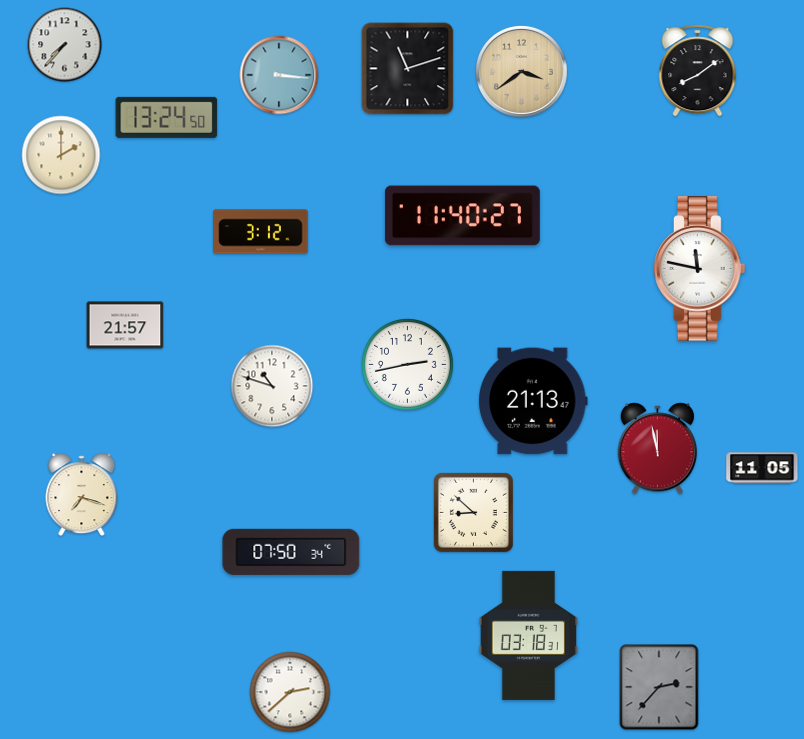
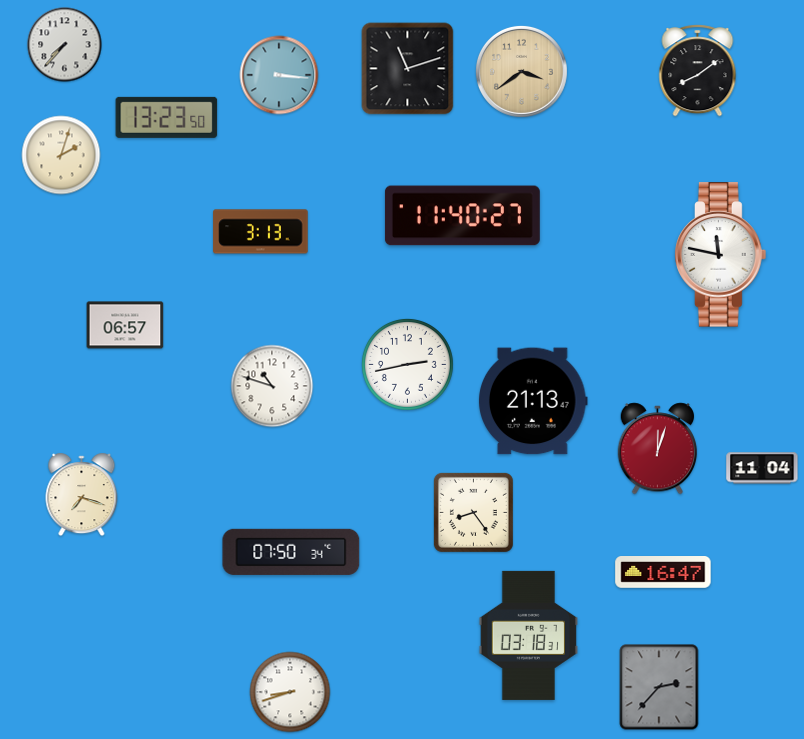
clock at (167, 117): 13:24 -> 13:23
clock at (61, 155): 2:00 -> 2:03
clock at (261, 232): 3:12 -> 3:13
clock at (700, 269) position: (700, 269) -> (721, 255)
clock at (125, 325): 21:57 -> 06:57
clock at (658, 449): 11:58 -> 12:03
clock at (762, 468): 11:05 -> 11:04
clock at (473, 512): 8:52 -> 8:24
clock at (663, 573): none -> 16:47
clock at (290, 692): 2:38 -> 8:42
